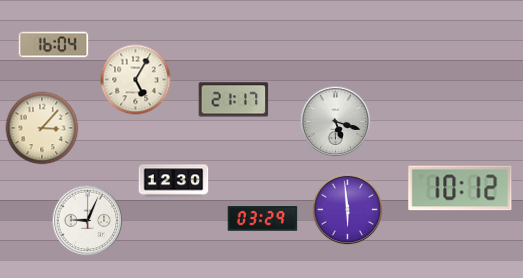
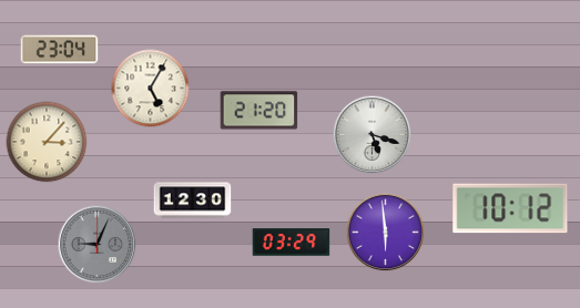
clock at (54, 45): 16:04 -> 23:04
clock at (234, 100): 21:17 -> 21:20
clock at (88, 221) dial: white -> grey
